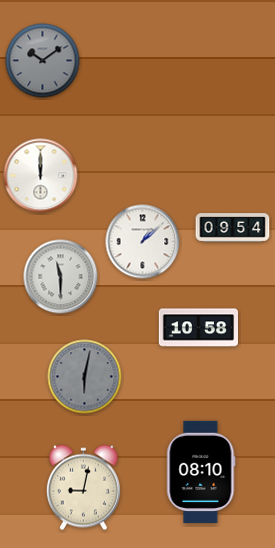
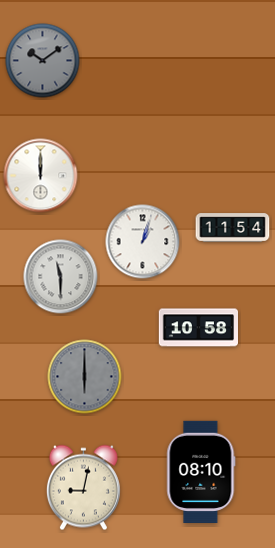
clock at (233, 228): 09:54 -> 11:54
clock at (143, 242): 1:08 -> 1:03
clock at (85, 377): 6:02 -> 6:00
